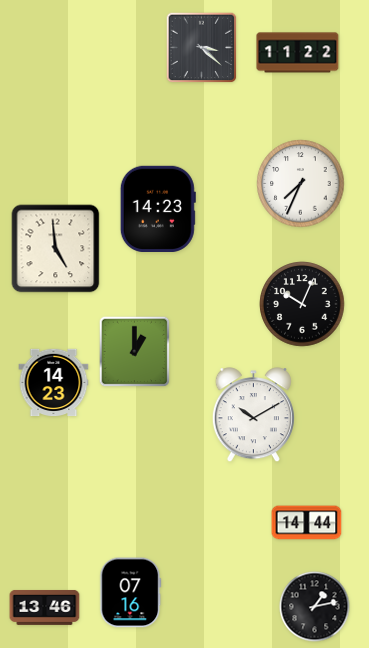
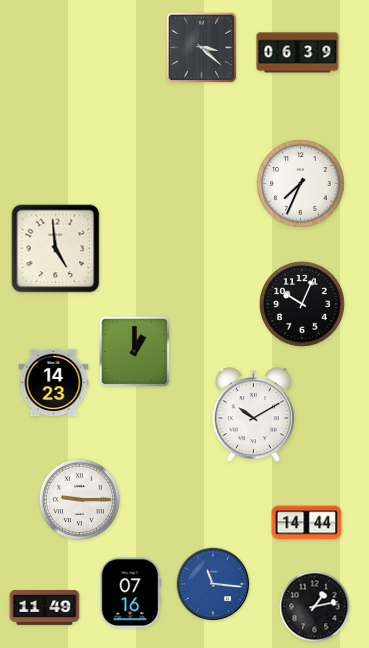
clock at (298, 53): 11:22 -> 06:39
clock at (158, 208): 14:23 -> none
clock at (79, 499): none -> 9:15
clock at (213, 584): none -> 11:16
clock at (45, 608): 13:46 -> 11:49
